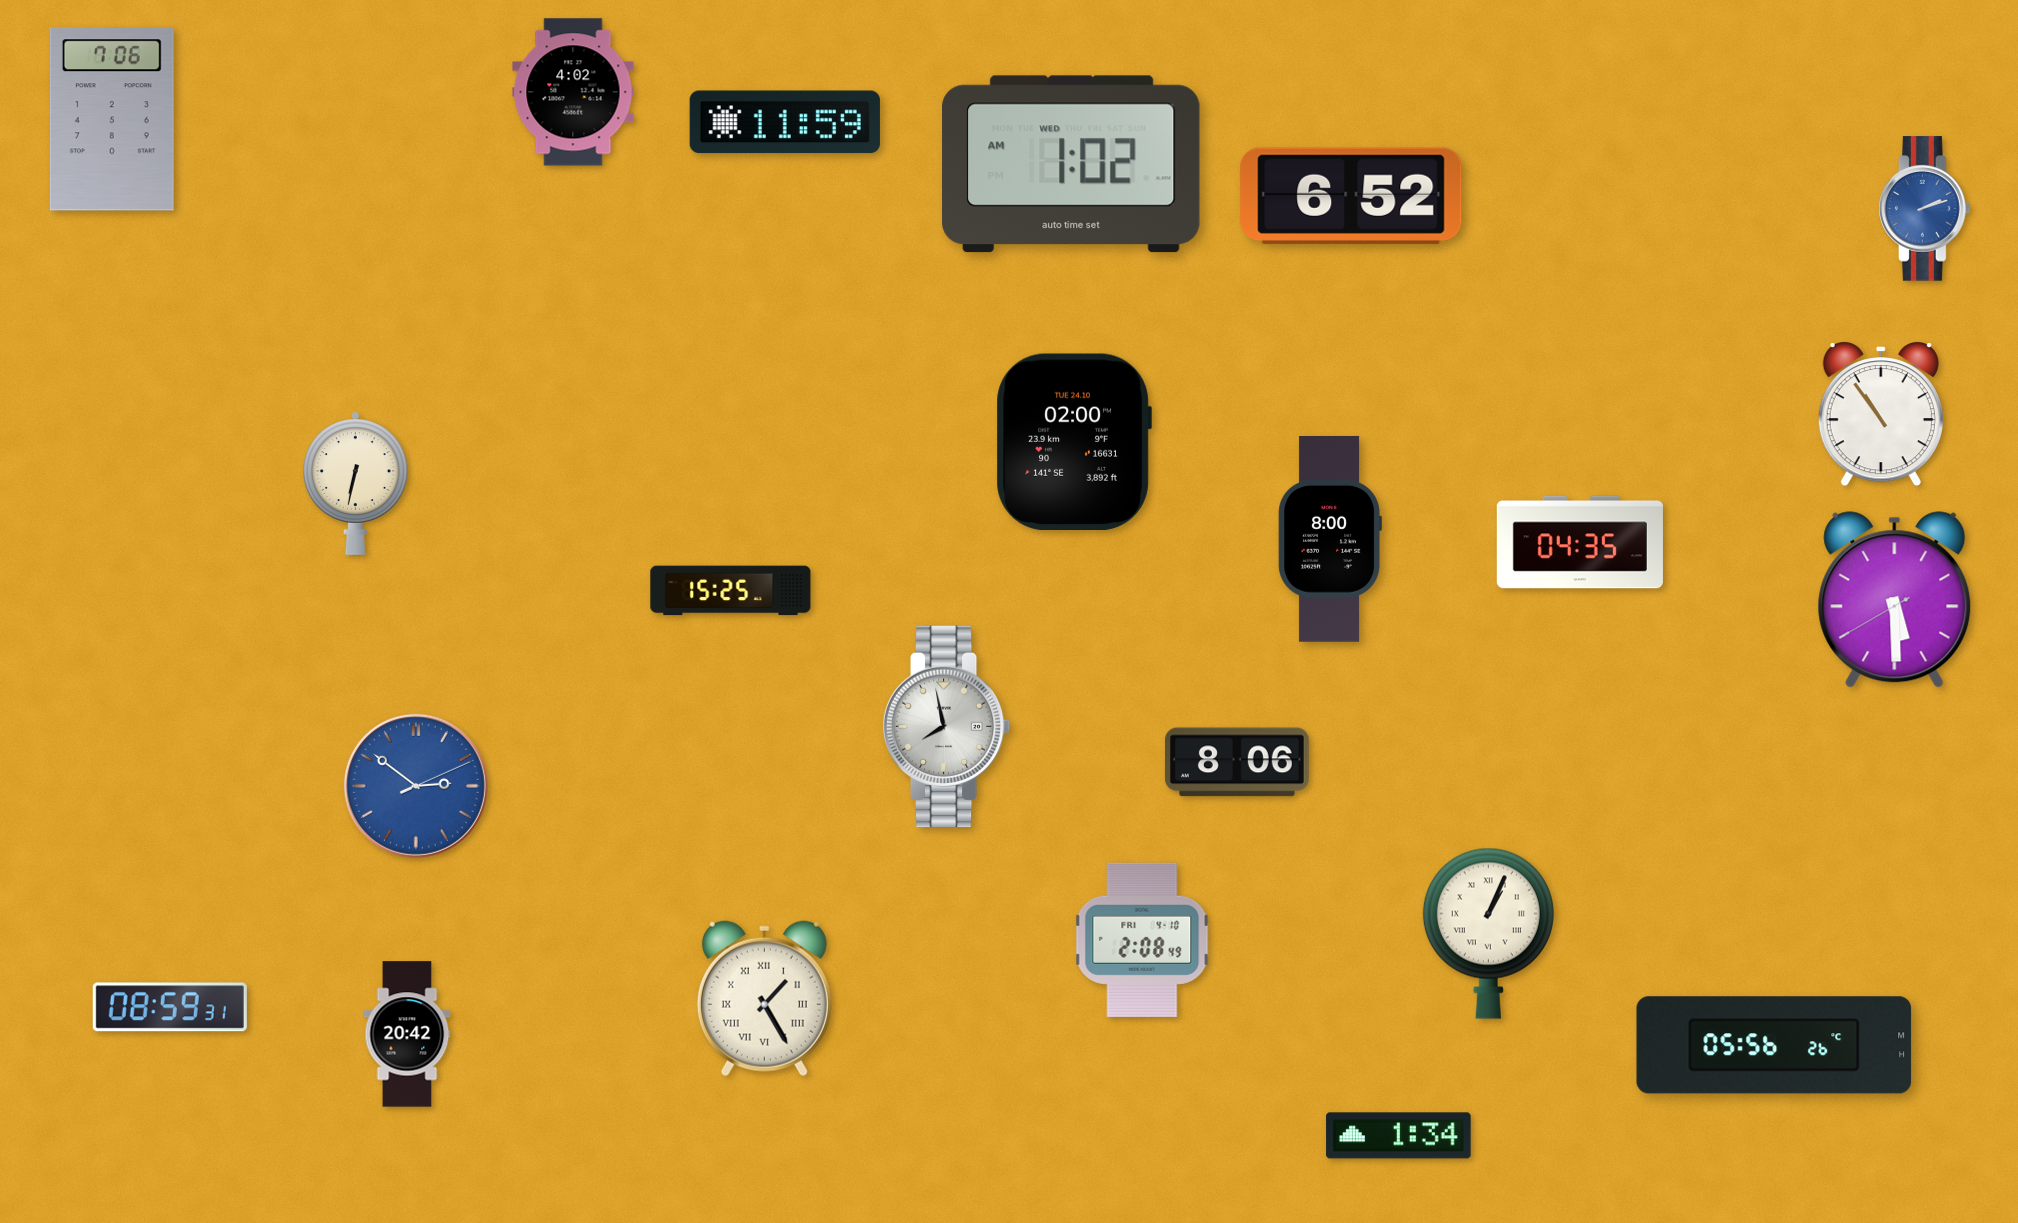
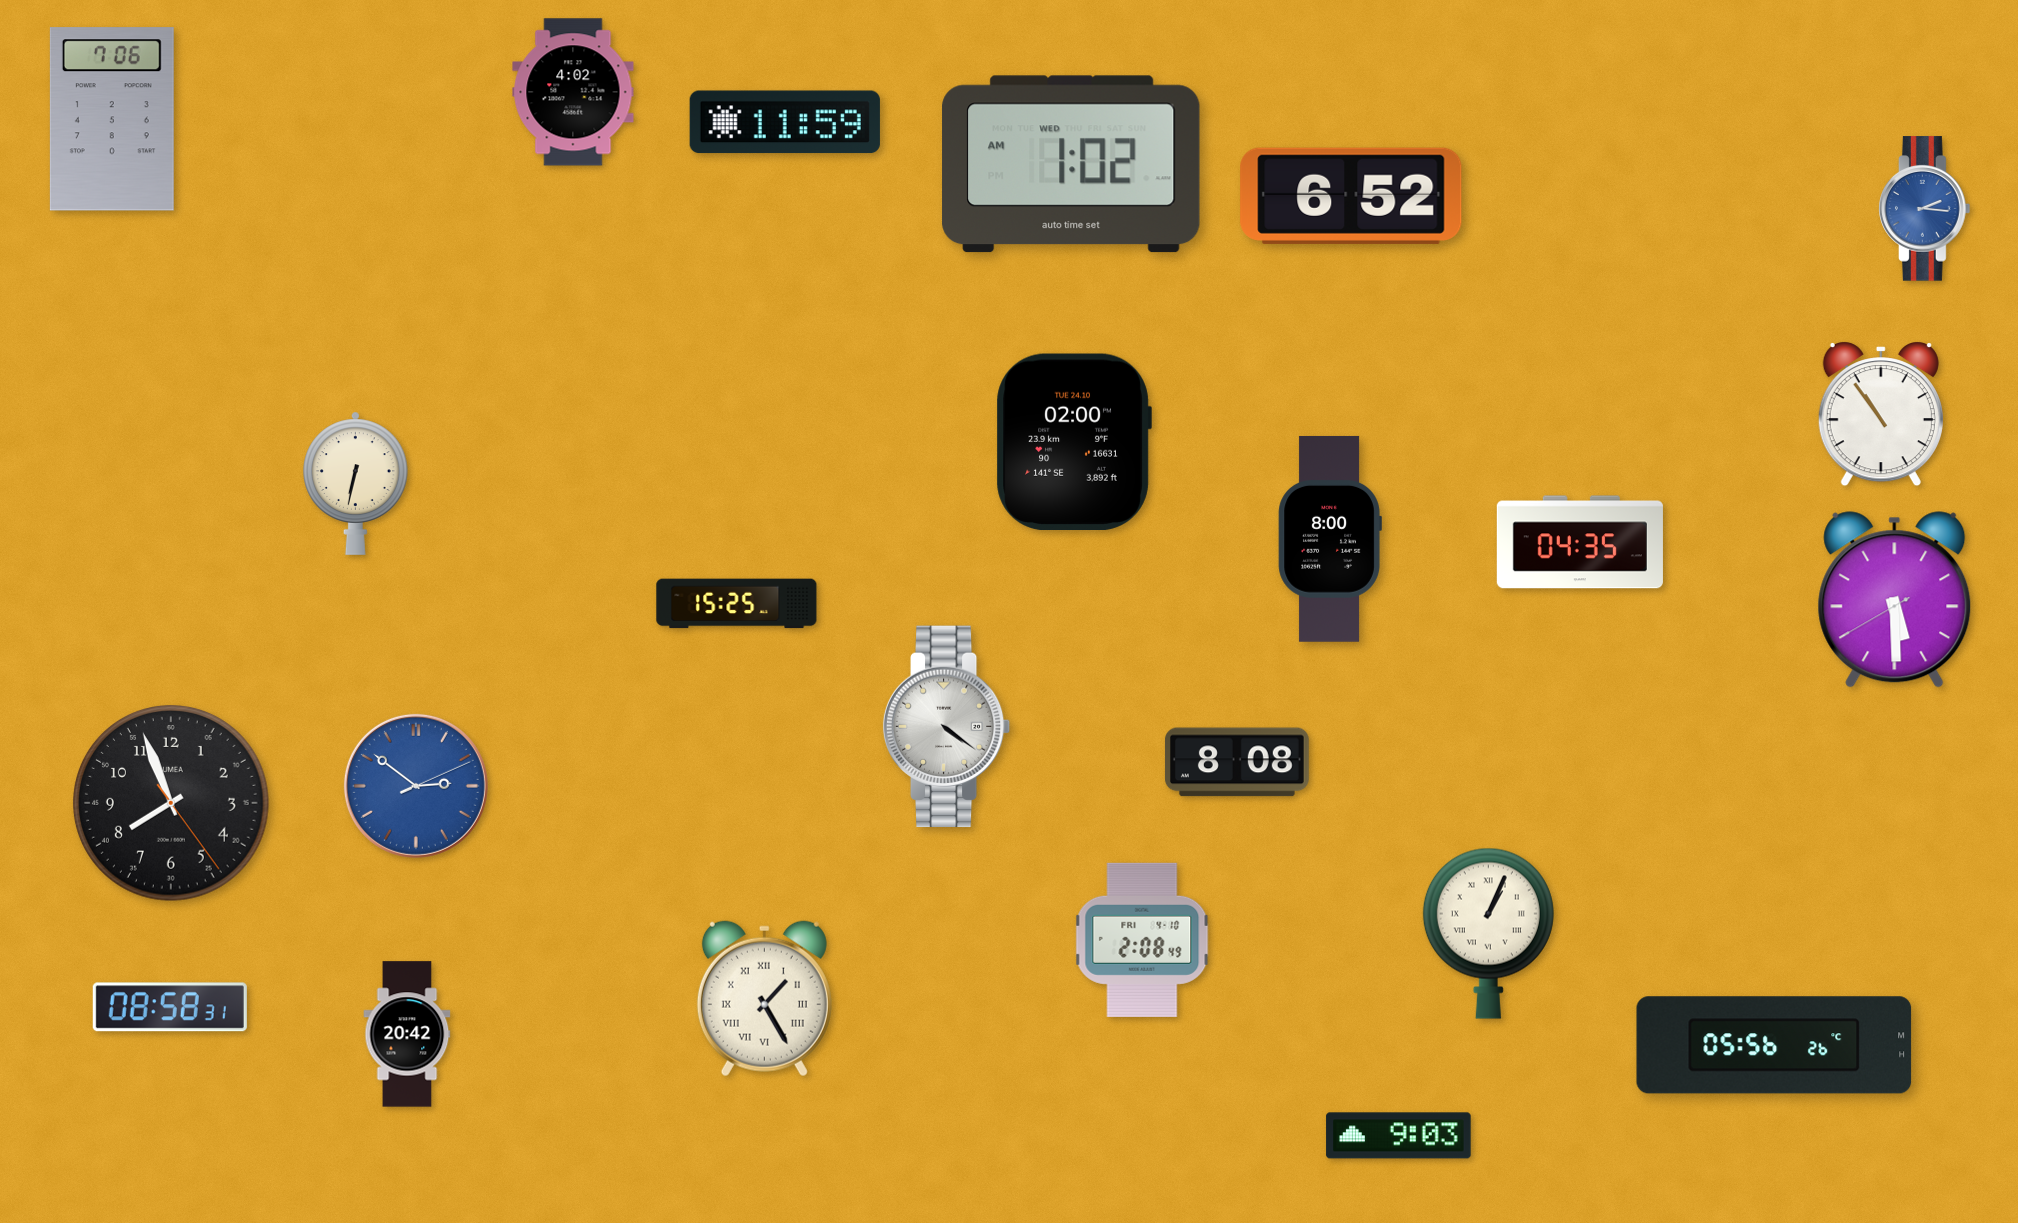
clock at (1925, 209): 2:12 -> 2:16
clock at (731, 591) position: (731, 591) -> (737, 604)
clock at (947, 727): 7:58 -> 4:21
clock at (1237, 762): 8:06 -> 8:08
clock at (172, 804): none -> 7:56
clock at (170, 1007): 08:59 -> 08:58
clock at (1399, 1136): 1:34 -> 9:03
